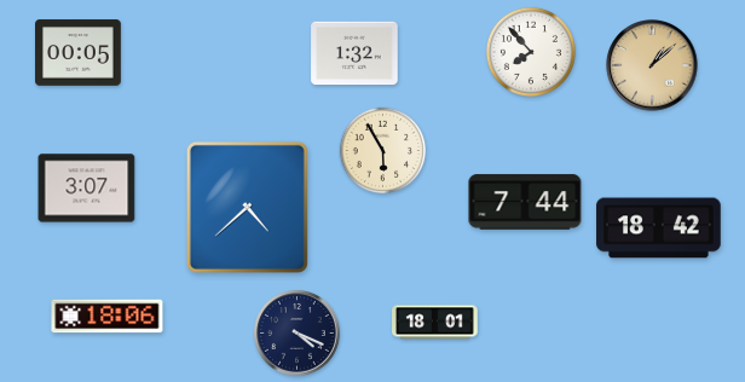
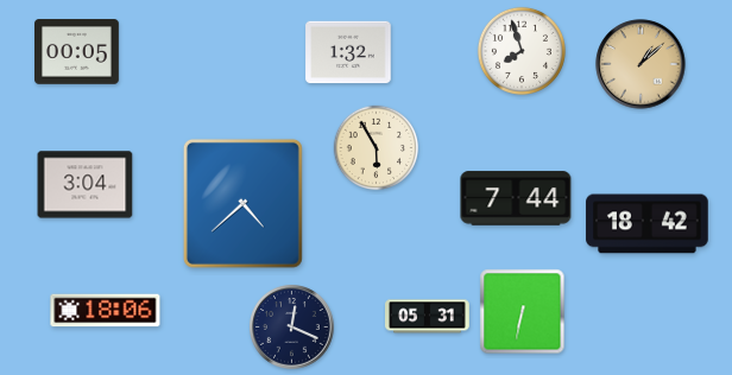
clock at (531, 52): 7:53 -> 7:57
clock at (87, 189): 3:07 -> 3:04
clock at (523, 312): none -> 6:32
clock at (435, 323): 18:01 -> 05:31
clock at (298, 334): 4:19 -> 12:19
